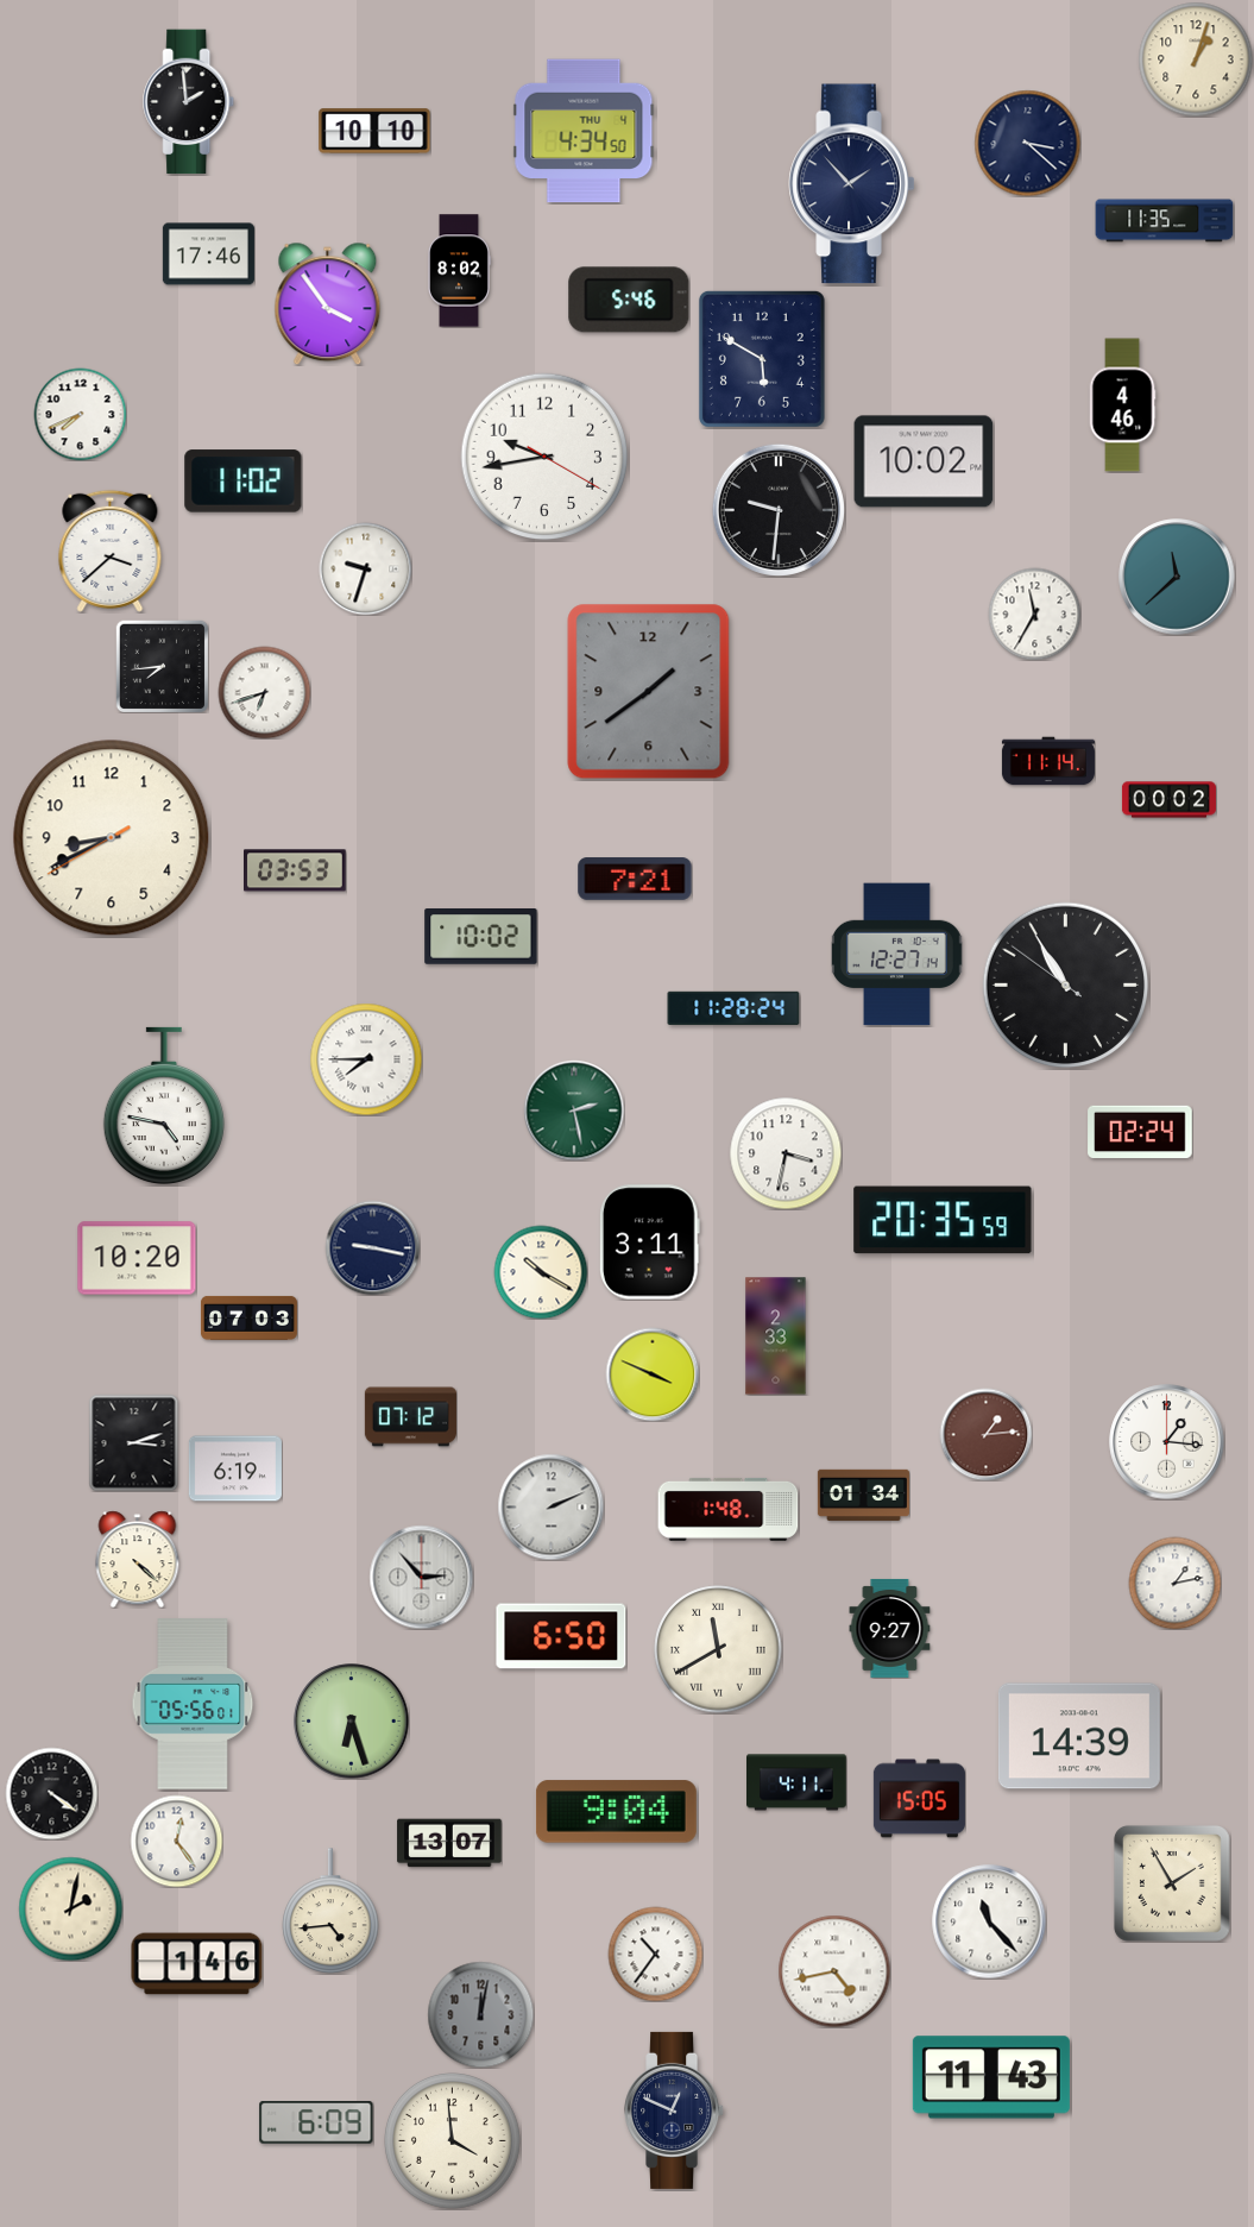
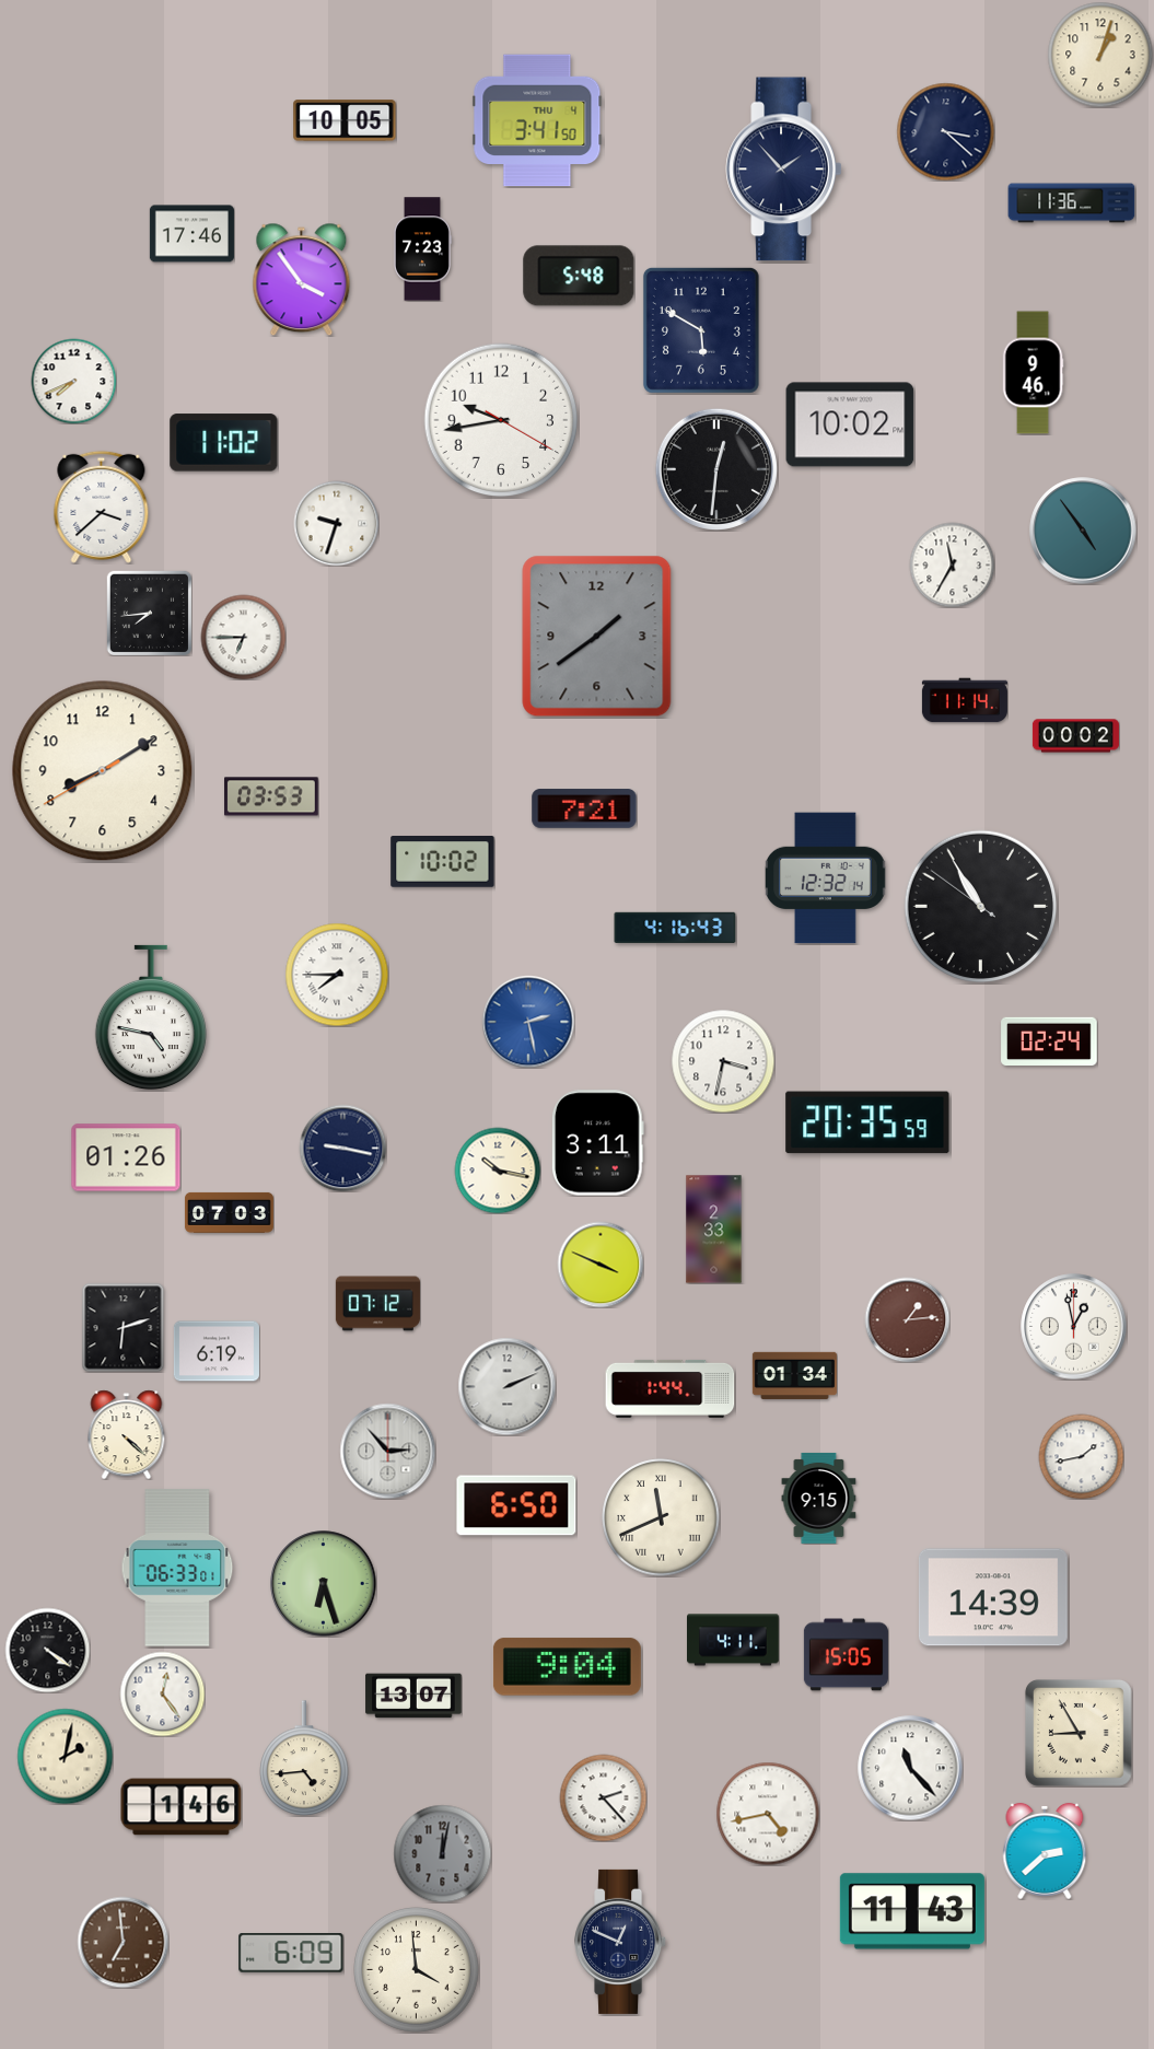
clock at (189, 102): 1:59 -> none
clock at (374, 131): 10:10 -> 10:05
clock at (584, 131): 4:34 -> 3:41
clock at (1165, 221): 11:35 -> 11:36
clock at (460, 271): 8:02 -> 7:23
clock at (629, 300): 5:46 -> 5:48
clock at (1122, 405): 4:46 -> 9:46
clock at (779, 510): 9:31 -> 12:31
clock at (1177, 577): 11:38 -> 4:54
clock at (264, 692): 6:42 -> 6:45
clock at (112, 838): 8:40 -> 8:09
clock at (296, 870) position: (296, 870) -> (272, 796)
clock at (897, 955): 12:27 -> 12:32
clock at (733, 1007): 11:28 -> 4:16
clock at (574, 1111) dial: green -> blue
clock at (137, 1258): 10:20 -> 01:26
clock at (541, 1272): 10:20 -> 10:17
clock at (134, 1442): 3:12 -> 6:12
clock at (1167, 1442): 1:16 -> 12:58
clock at (729, 1509): 1:48 -> 1:44
clock at (1174, 1583): 1:13 -> 1:43
clock at (890, 1628): 9:27 -> 9:15
clock at (718, 1649): 11:40 -> 11:41
clock at (193, 1704): 05:56 -> 06:33
clock at (1172, 1883): 1:55 -> 8:55
clock at (655, 1954): 10:36 -> 2:23
clock at (1045, 1851): none -> 2:38
clock at (123, 1942): none -> 6:59
